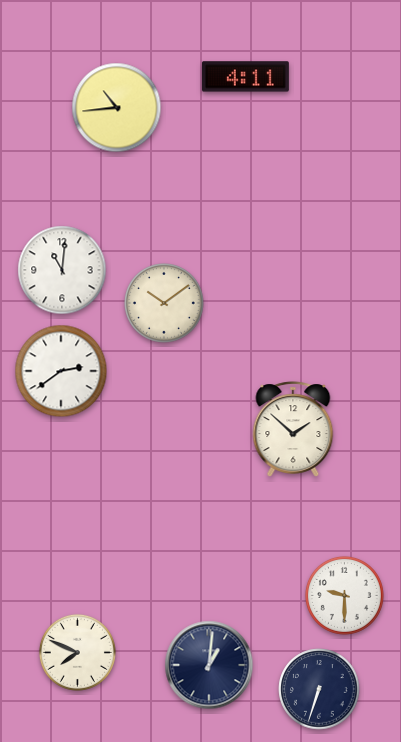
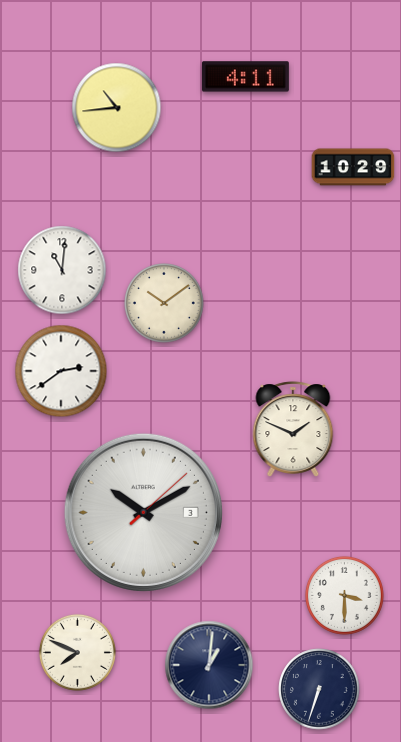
clock at (353, 167): none -> 10:29
clock at (293, 429): 1:52 -> 1:49
clock at (143, 512): none -> 10:10
clock at (344, 595): 9:30 -> 3:30
